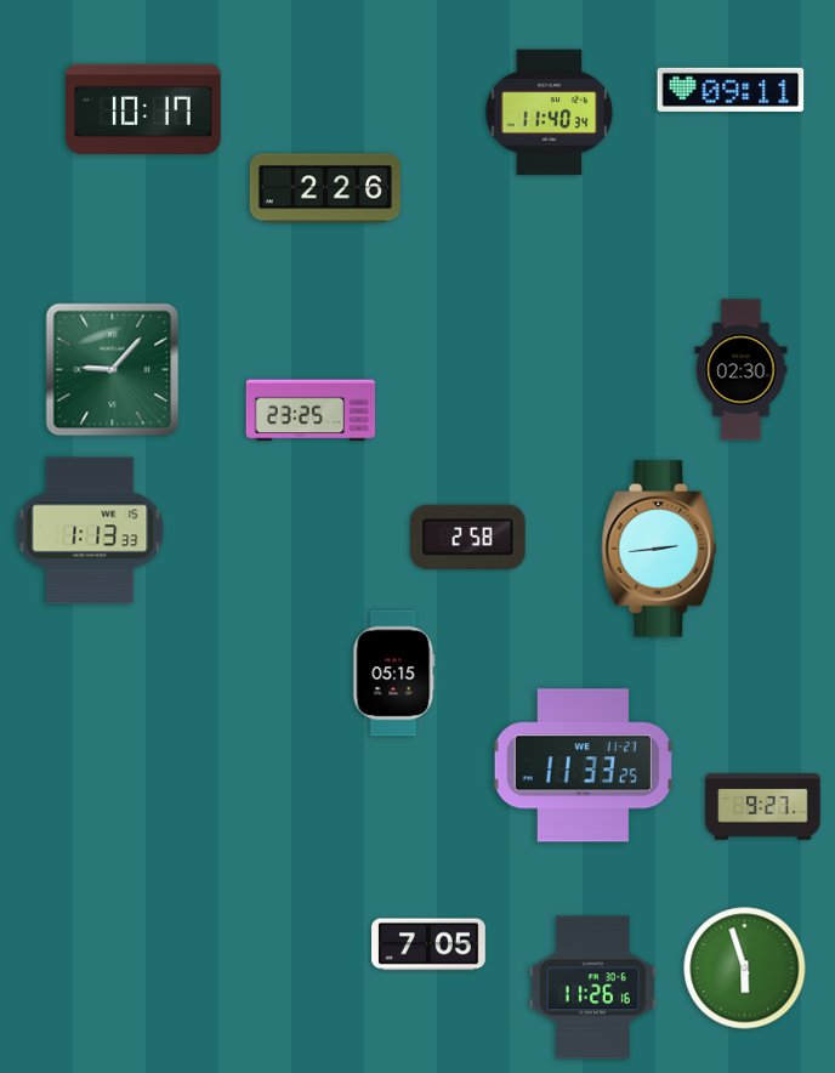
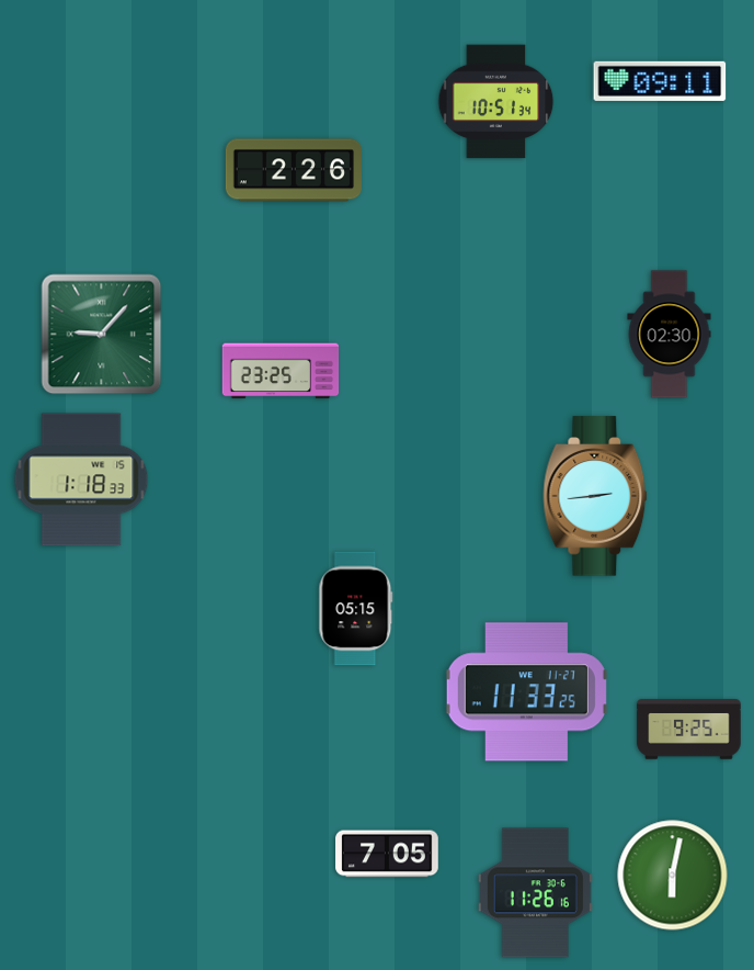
clock at (143, 109): 10:17 -> none
clock at (550, 113): 11:40 -> 10:51
clock at (90, 530): 1:13 -> 1:18
clock at (468, 536): 2:58 -> none
clock at (763, 807): 9:27 -> 9:25
clock at (745, 969): 5:57 -> 6:02
